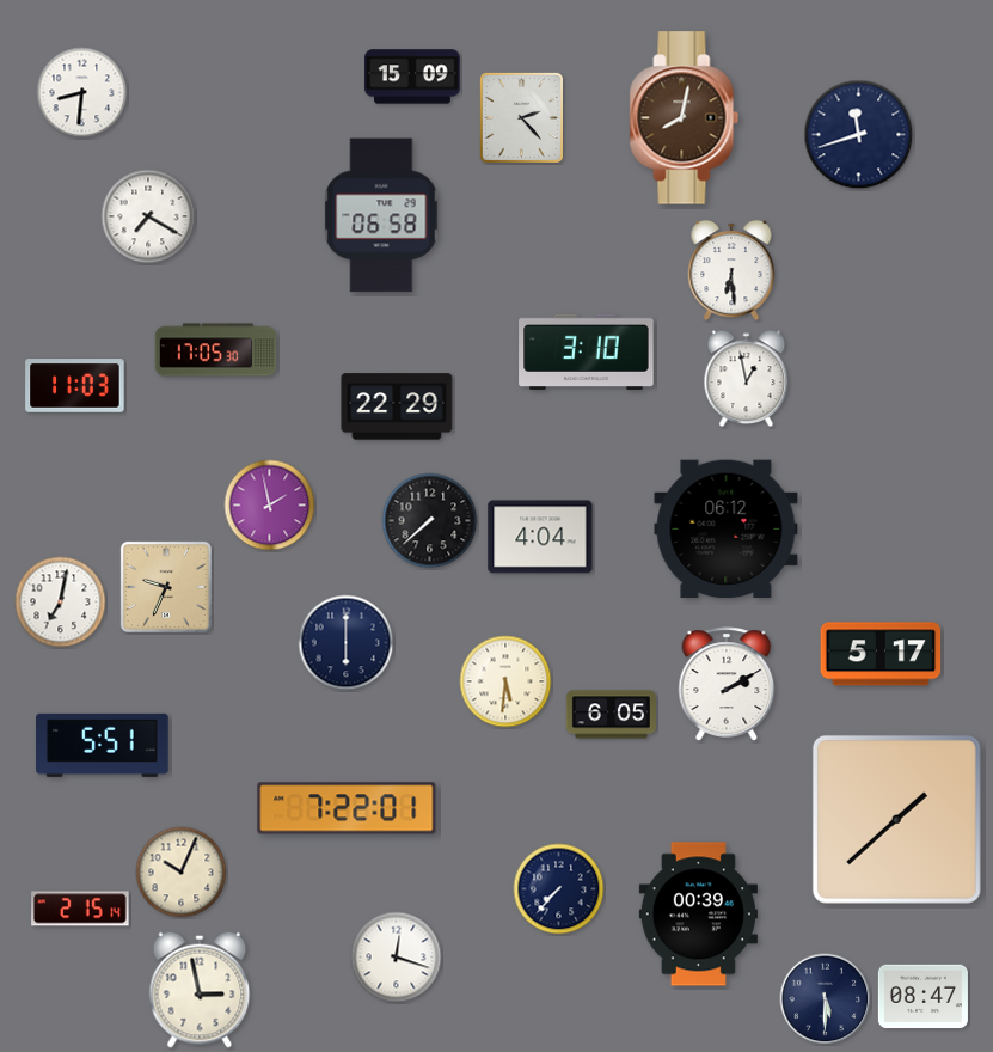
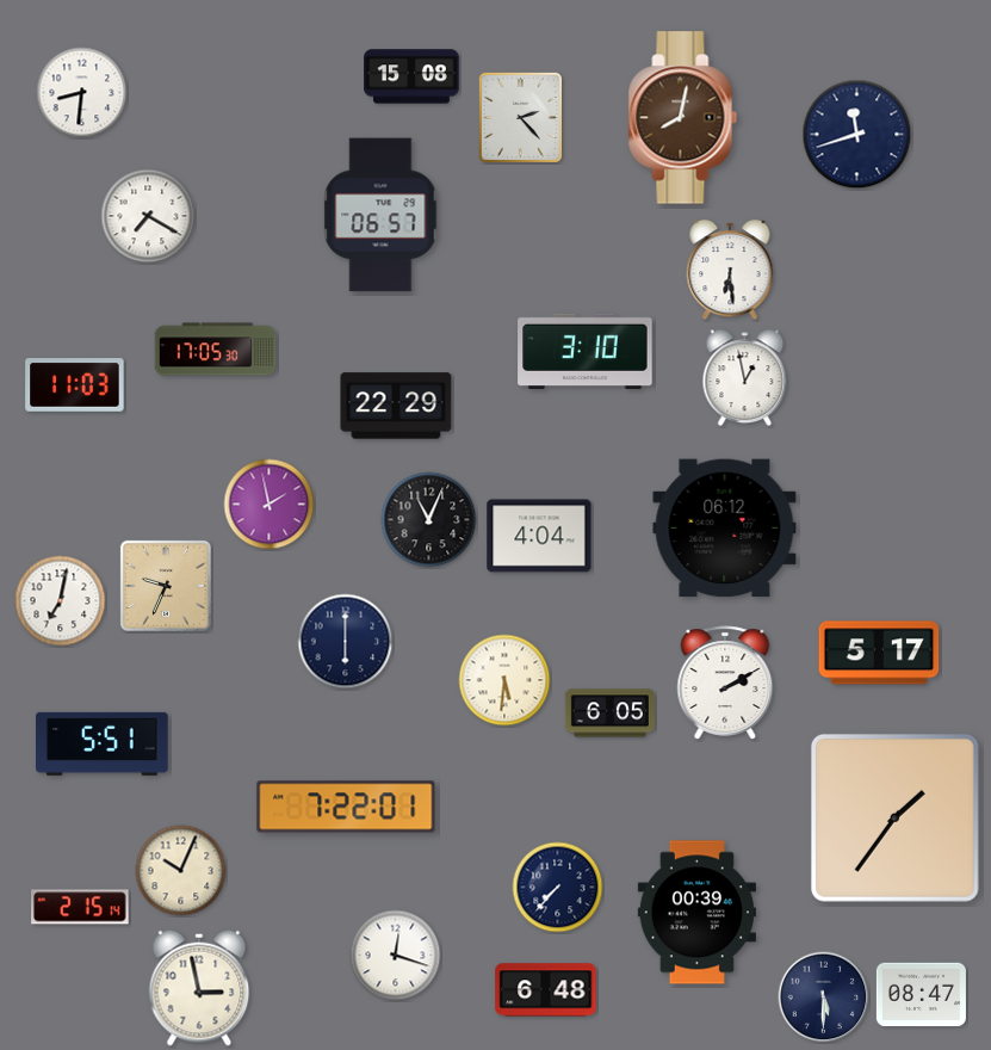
clock at (412, 77): 15:09 -> 15:08
clock at (381, 215): 06:58 -> 06:57
clock at (430, 521): 7:38 -> 11:04
clock at (896, 819): 1:38 -> 1:36
clock at (546, 990): none -> 6:48
